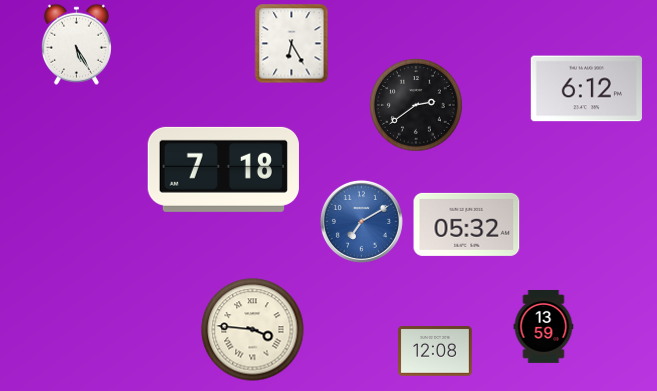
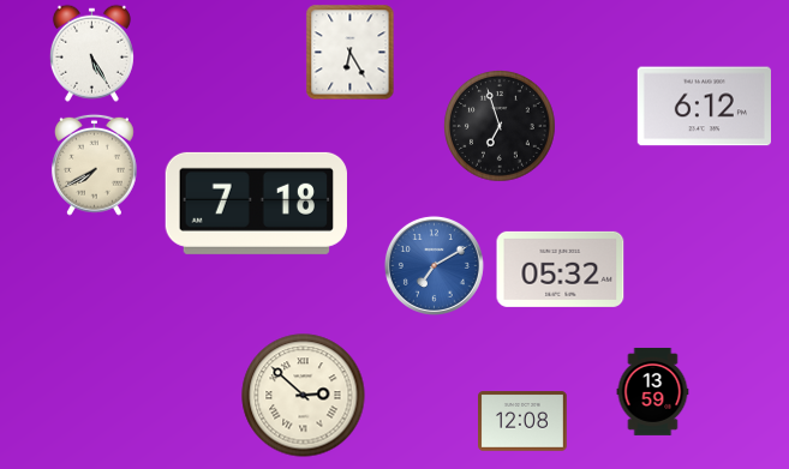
clock at (416, 105): 2:39 -> 6:57
clock at (94, 164): none -> 7:40
clock at (223, 169) position: (223, 169) -> (256, 203)
clock at (253, 330): 3:46 -> 2:52
